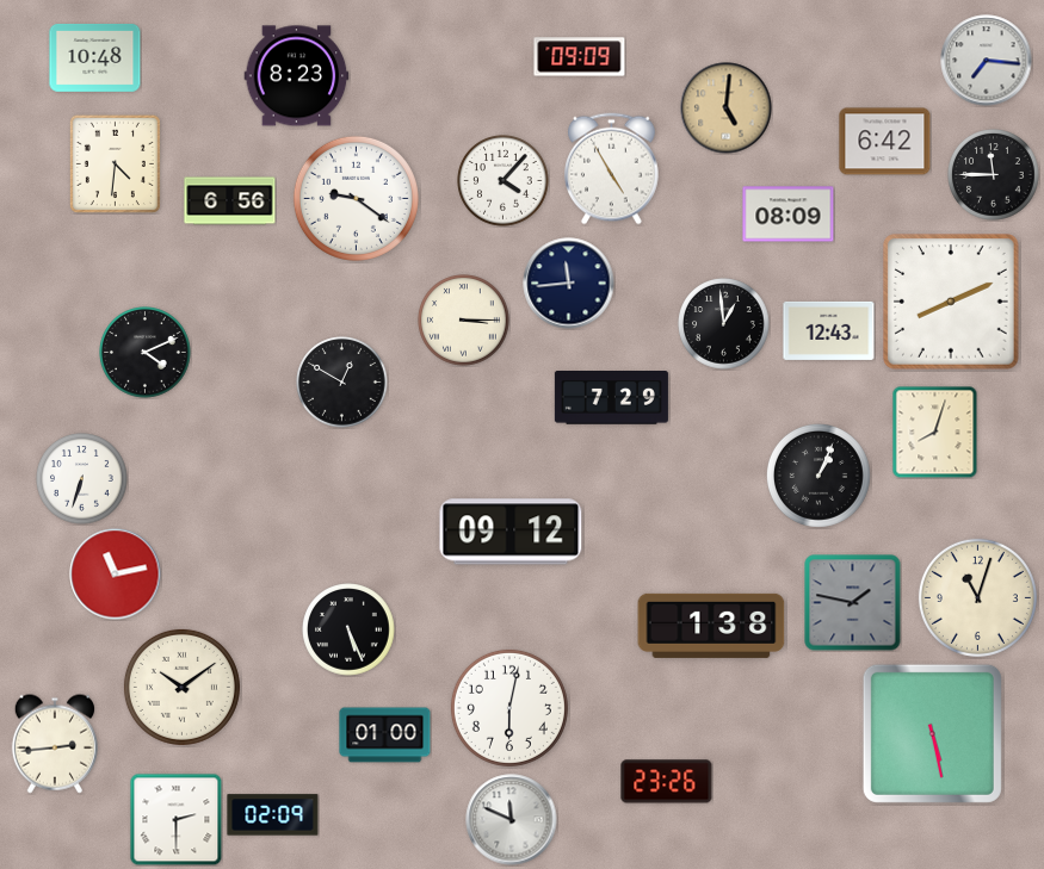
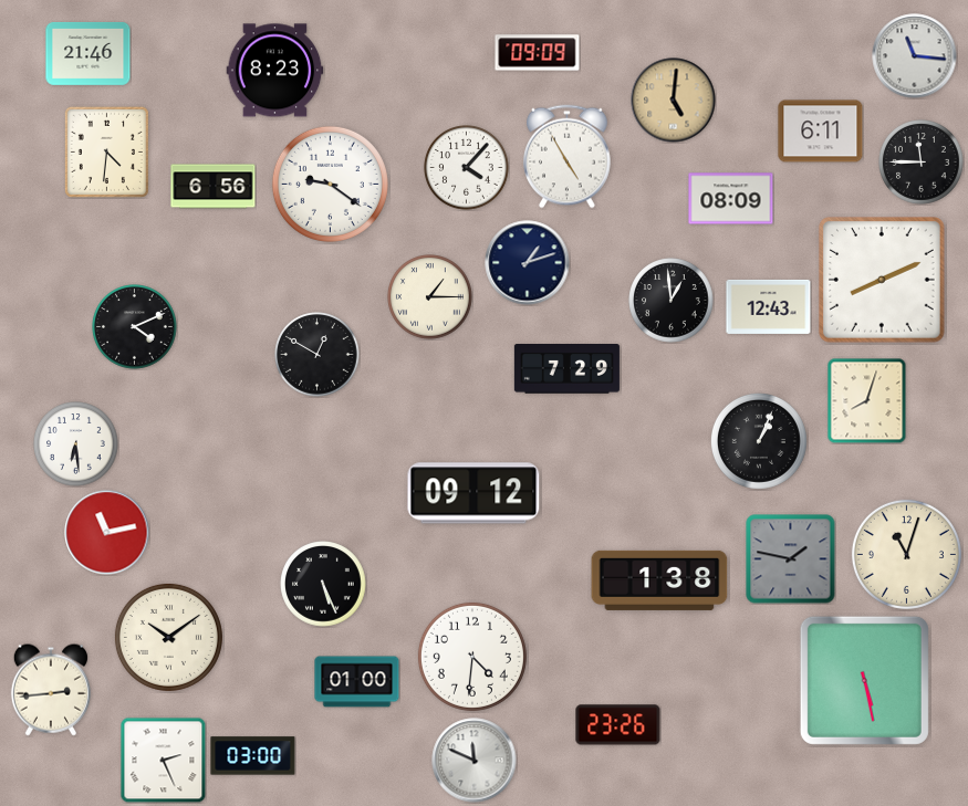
clock at (95, 57): 10:48 -> 21:46
clock at (987, 61): 7:16 -> 11:16
clock at (885, 142): 6:42 -> 6:11
clock at (569, 284): 11:44 -> 1:12
clock at (464, 321): 3:15 -> 1:15
clock at (82, 479): 6:33 -> 6:29
clock at (509, 708): 6:02 -> 4:31
clock at (273, 815): 02:09 -> 03:00
clock at (175, 819): 2:30 -> 2:26
